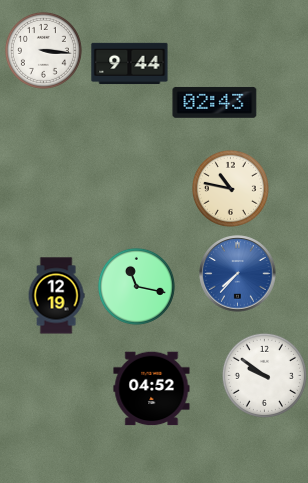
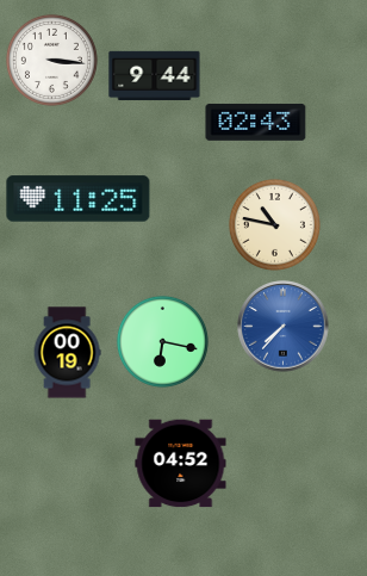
clock at (79, 199): none -> 11:25
clock at (136, 286): 11:17 -> 6:17
clock at (56, 296): 12:19 -> 00:19
clock at (264, 375): 9:51 -> none
